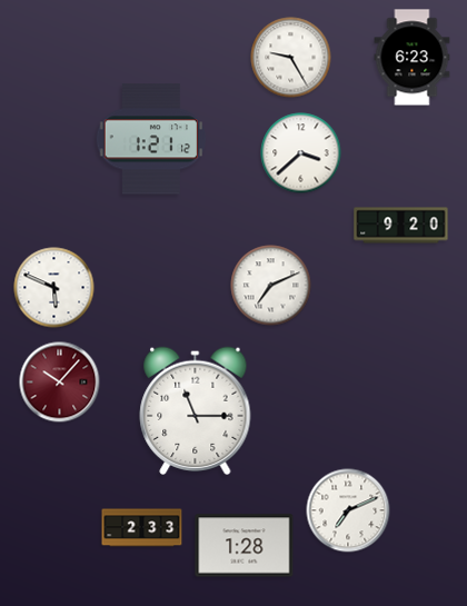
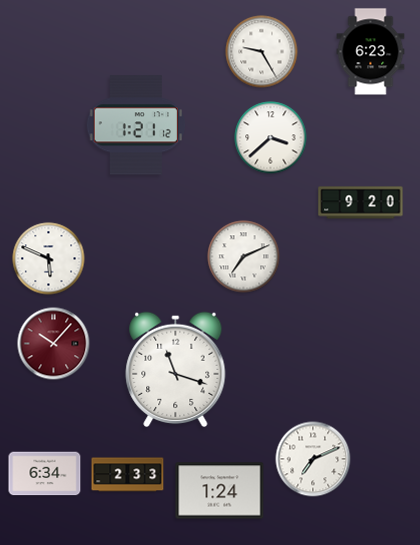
clock at (196, 410): 11:15 -> 11:18
clock at (45, 474): none -> 6:34
clock at (245, 546): 1:28 -> 1:24
